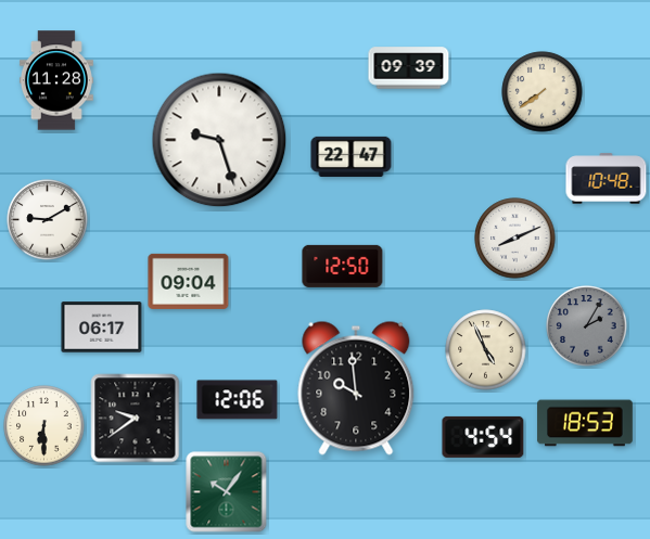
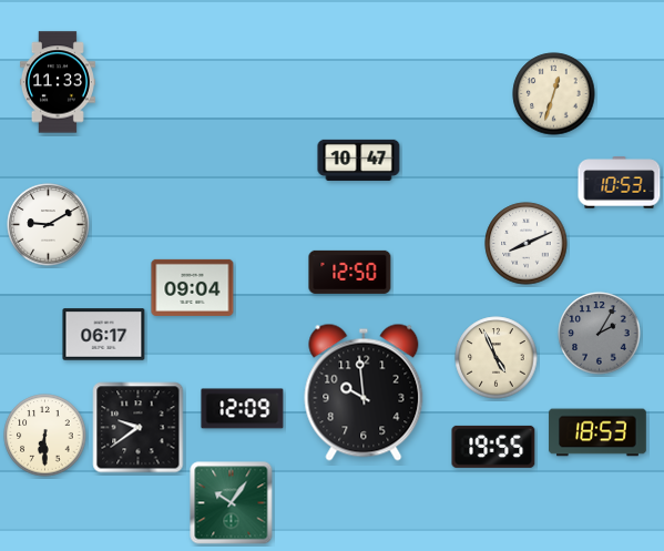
clock at (409, 68): 09:39 -> none
clock at (56, 80): 11:28 -> 11:33
clock at (543, 92): 7:39 -> 12:33
clock at (219, 140): 9:27 -> none
clock at (352, 156): 22:47 -> 10:47
clock at (607, 179): 10:48 -> 10:53
clock at (356, 388) position: (356, 388) -> (364, 392)
clock at (238, 400): 12:06 -> 12:09
clock at (483, 437): 4:54 -> 19:55
